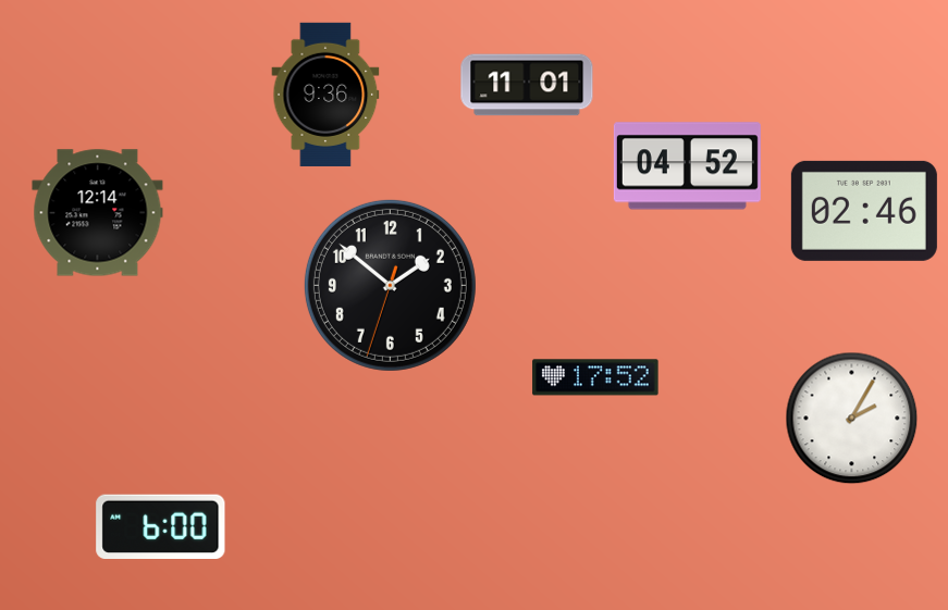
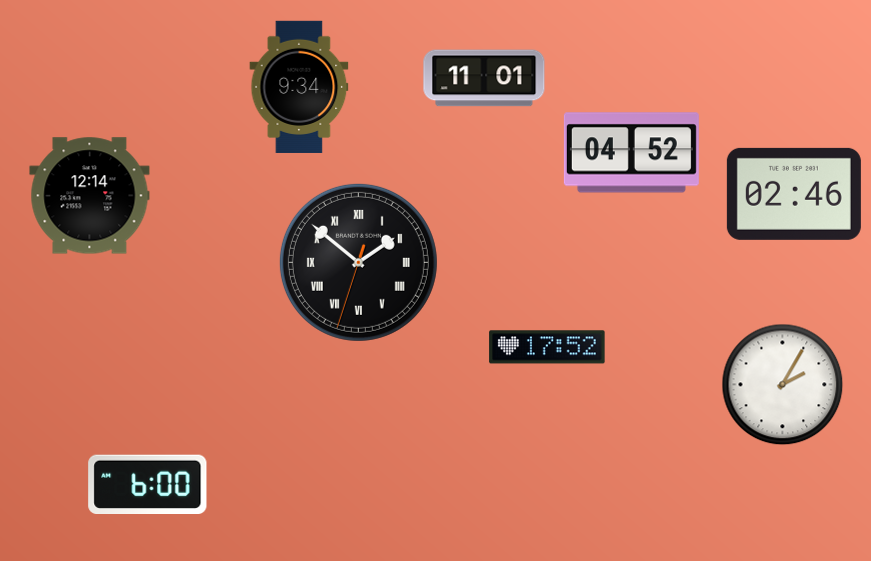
clock at (325, 95): 9:36 -> 9:34
clock at (390, 285) numerals: Arabic -> Roman
